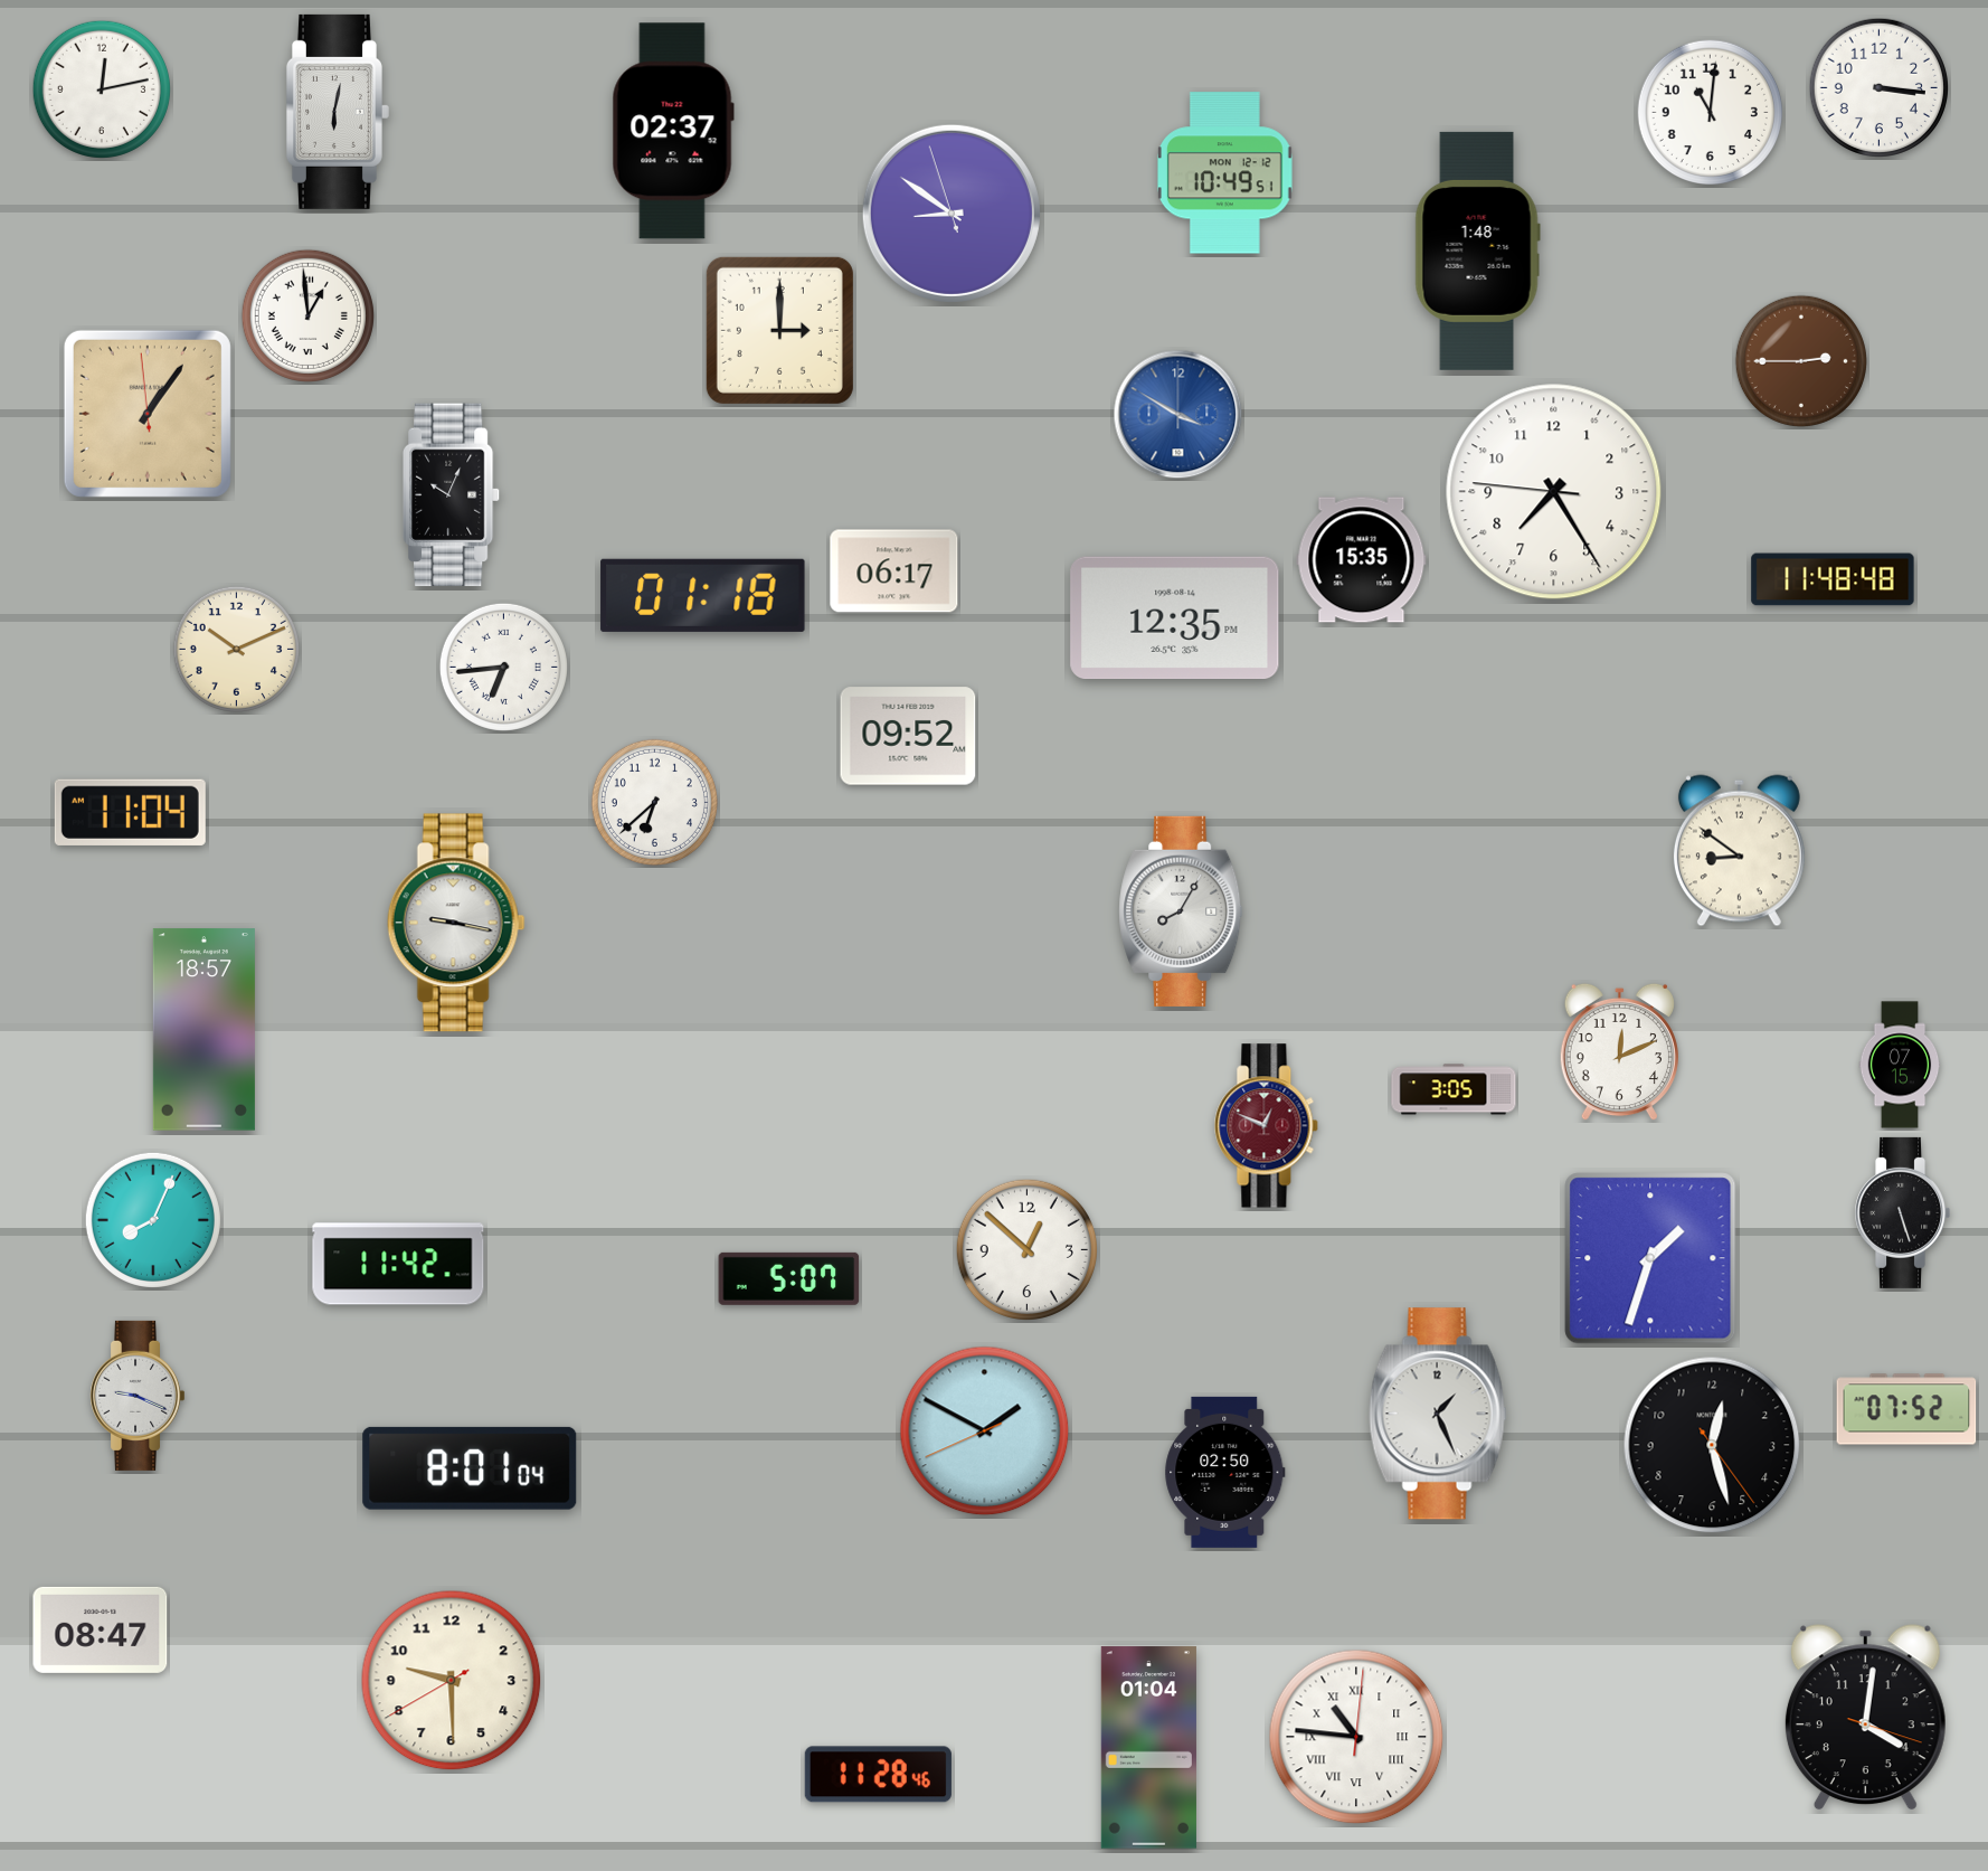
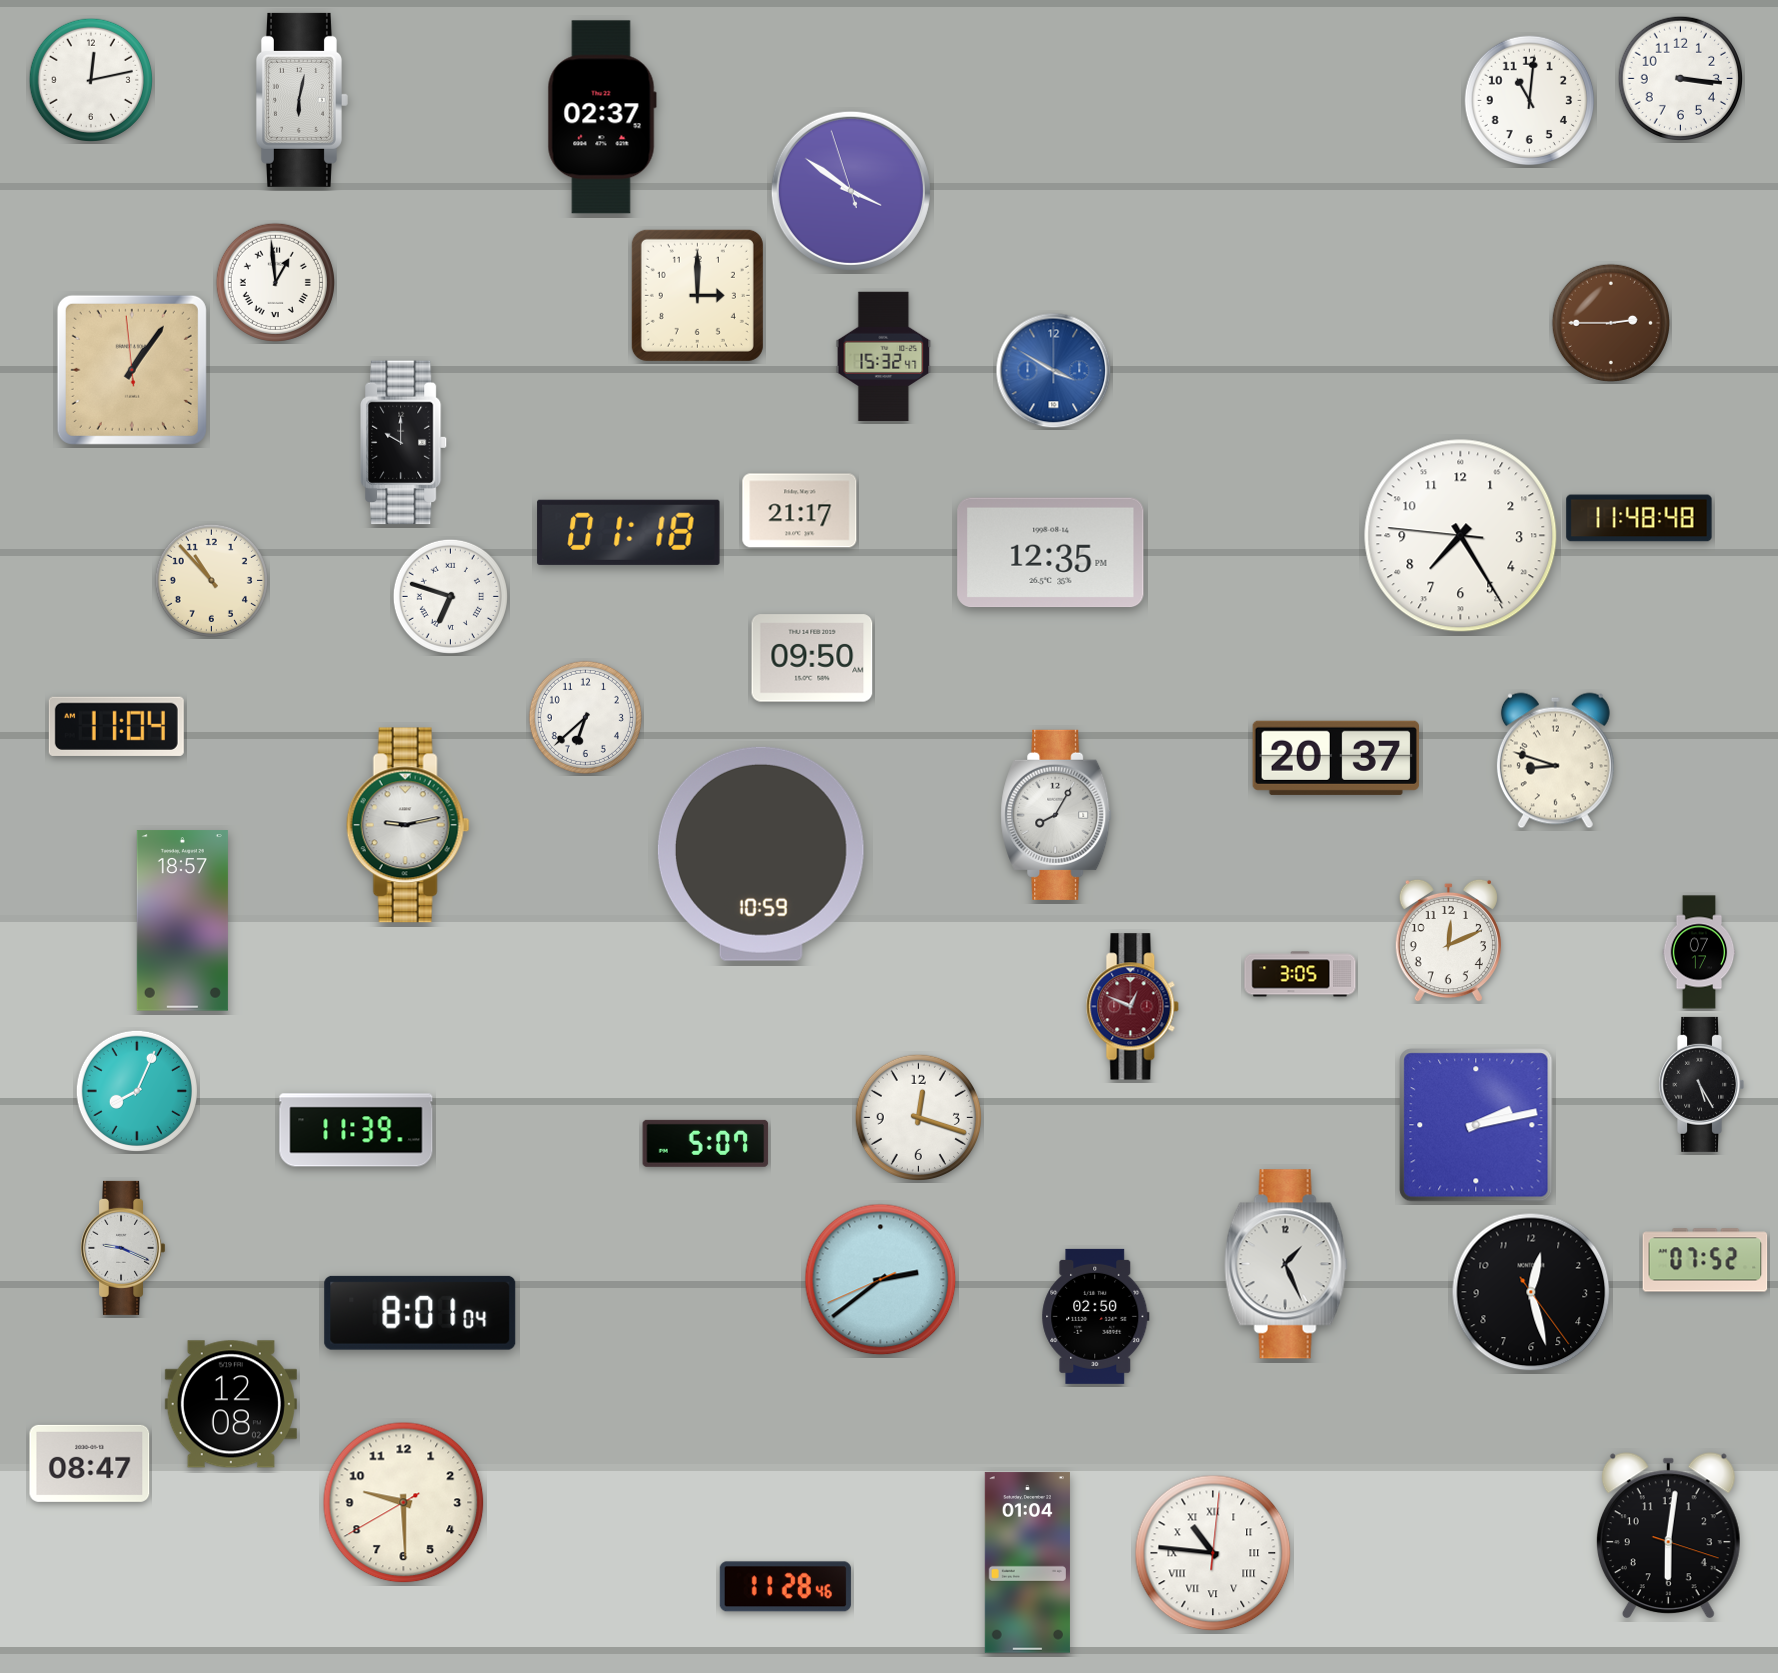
clock at (1225, 173): 10:49 -> none
clock at (952, 214): 8:50 -> 3:50
clock at (1477, 251): 1:48 -> none
clock at (884, 356): none -> 15:32
clock at (1554, 492) position: (1554, 492) -> (1461, 536)
clock at (453, 495): 10:04 -> 10:00
clock at (1362, 560): 15:35 -> none
clock at (894, 571): 06:17 -> 21:17
clock at (236, 649): 10:11 -> 10:53
clock at (503, 667): 6:44 -> 6:48
clock at (908, 736): 09:52 -> 09:50
clock at (1336, 758): none -> 20:37
clock at (1739, 851): 8:51 -> 8:48
clock at (456, 923): 9:17 -> 9:13
clock at (761, 854): none -> 10:59
clock at (1900, 1065): 07:15 -> 07:17
clock at (1902, 1212): 5:27 -> 5:25
clock at (1026, 1249): 12:52 -> 12:18
clock at (1650, 1258): 1:33 -> 2:13
clock at (398, 1264): 11:42 -> 11:39
clock at (985, 1431): 1:49 -> 2:38
clock at (231, 1404): none -> 12:08
clock at (101, 1629) position: (101, 1629) -> (90, 1463)
clock at (1865, 1718): 4:01 -> 6:01
